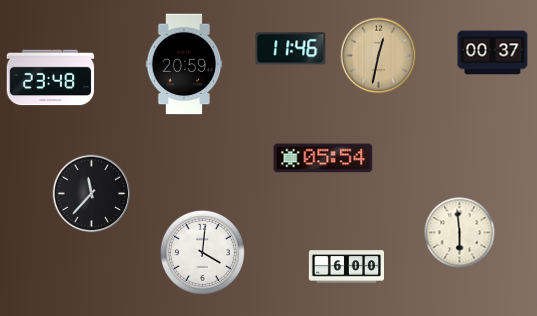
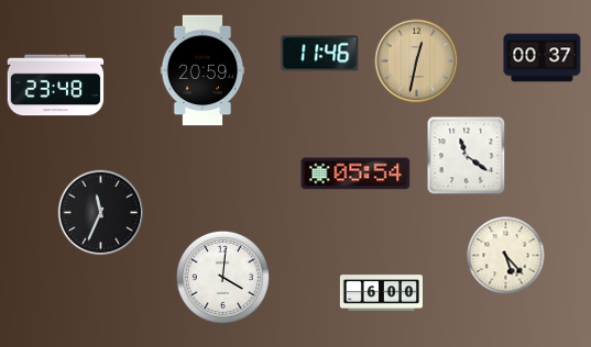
clock at (467, 156): none -> 11:21
clock at (92, 194): 11:37 -> 11:34
clock at (460, 233): 5:59 -> 5:23
